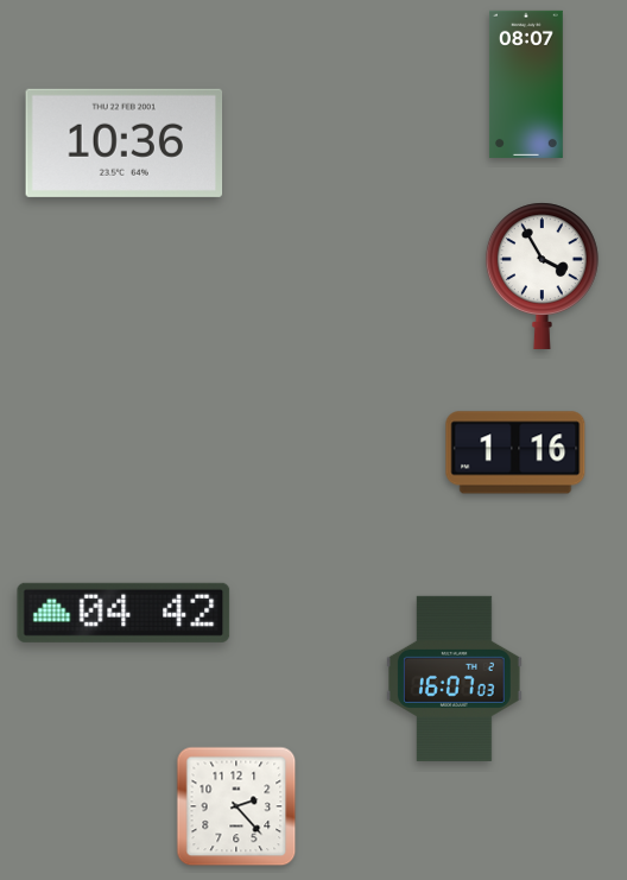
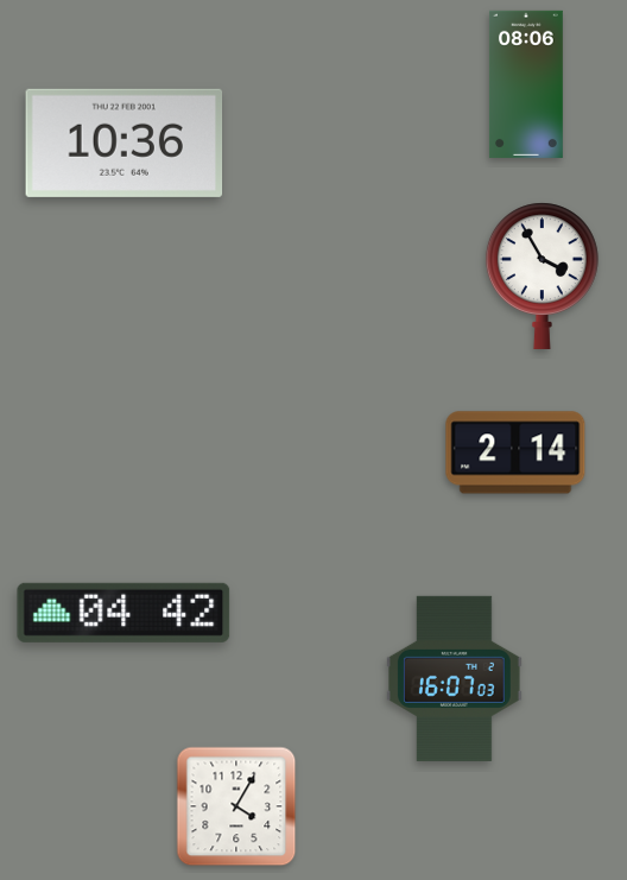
clock at (526, 84): 08:07 -> 08:06
clock at (515, 452): 1:16 -> 2:14
clock at (236, 806): 2:23 -> 4:05
